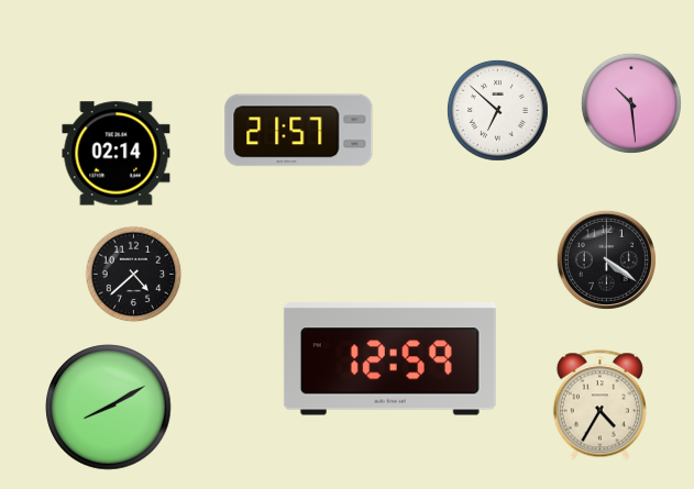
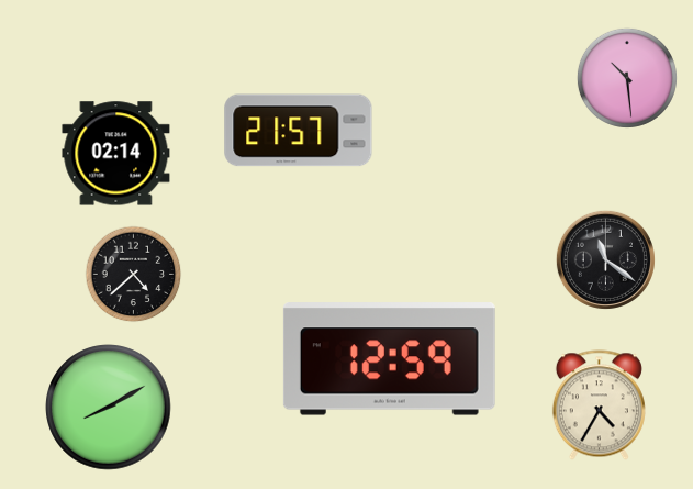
clock at (631, 103) position: (631, 103) -> (627, 78)
clock at (497, 110): 6:52 -> none
clock at (606, 259): 4:21 -> 11:21
